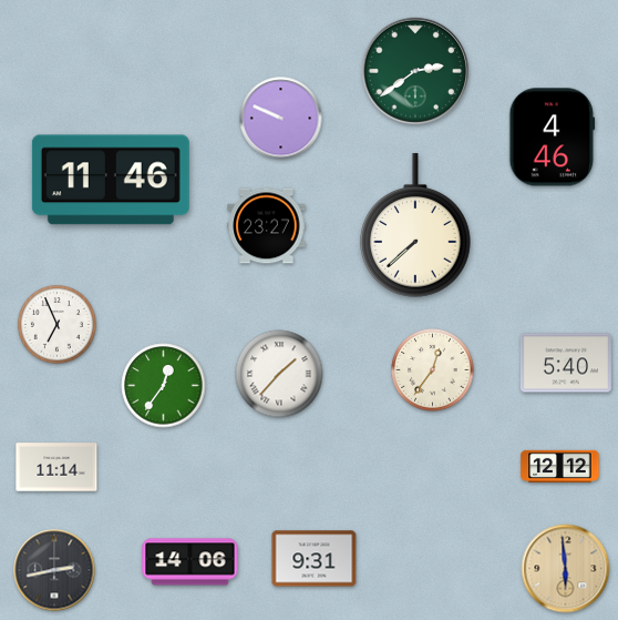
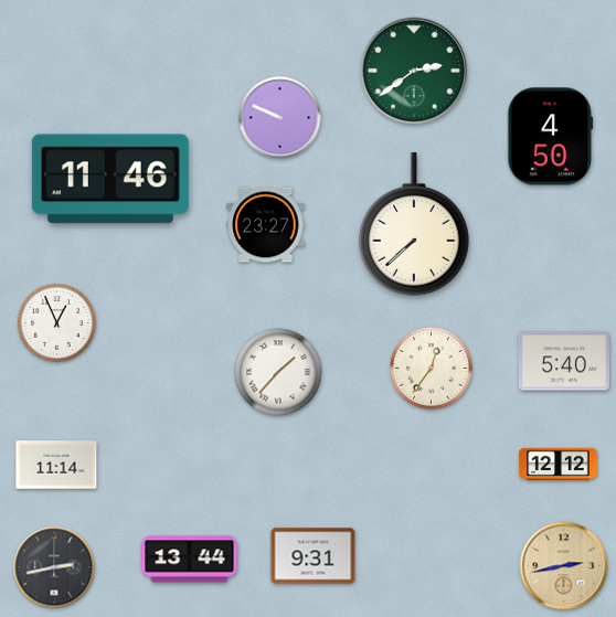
clock at (553, 138): 4:46 -> 4:50
clock at (56, 324): 6:56 -> 12:56
clock at (164, 386): 12:36 -> none
clock at (190, 562): 14:06 -> 13:44
clock at (566, 569): 5:59 -> 2:43
